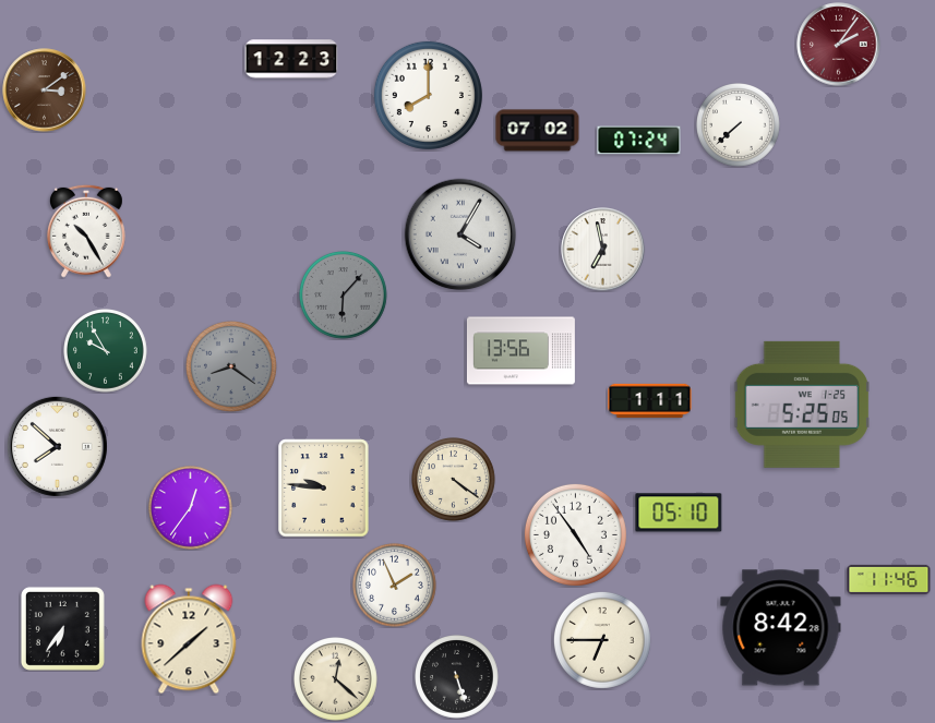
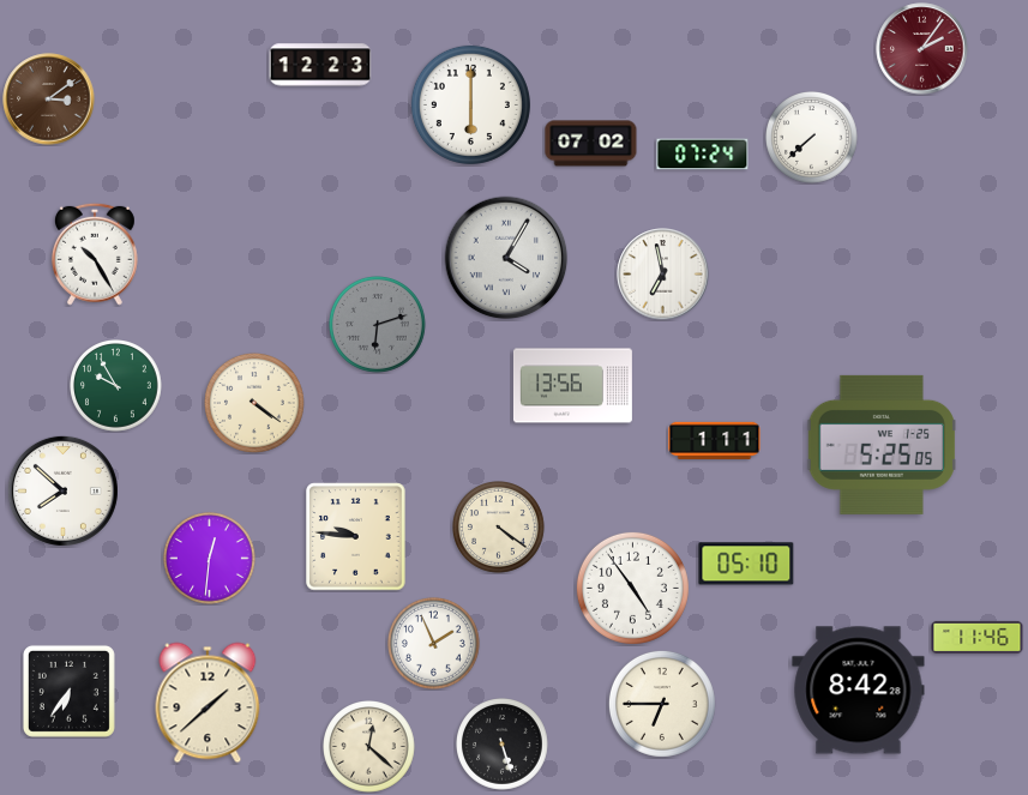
clock at (428, 95): 8:00 -> 6:00
clock at (344, 296): 6:07 -> 6:12
clock at (231, 366): 8:21 -> 4:21
clock at (231, 366) dial: grey -> cream
clock at (191, 508): 12:36 -> 12:31
